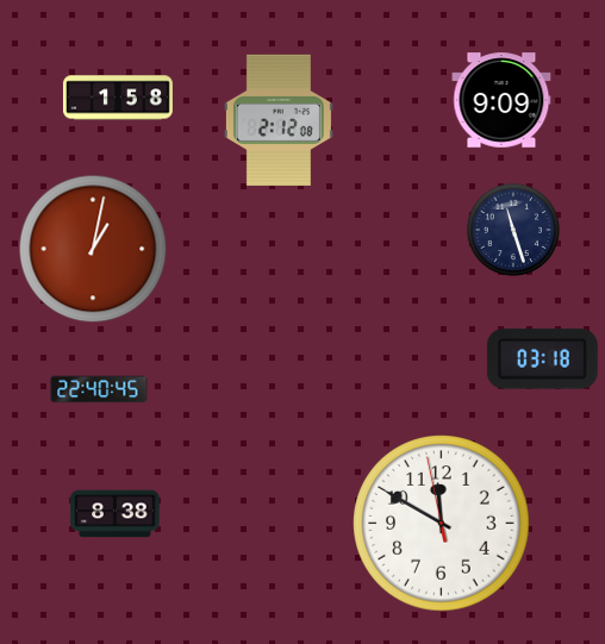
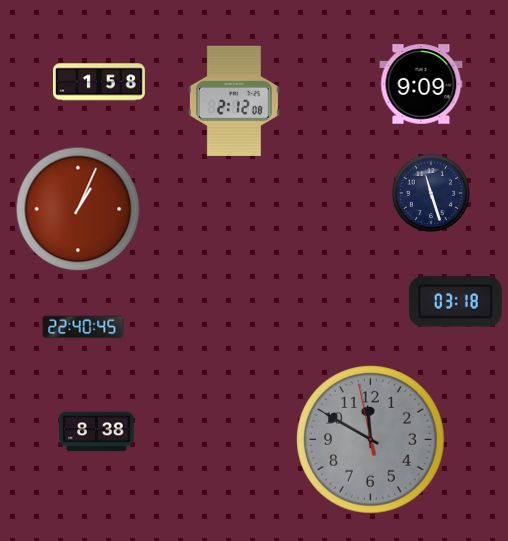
clock at (93, 249): 1:02 -> 1:04
clock at (442, 524) dial: white -> grey
